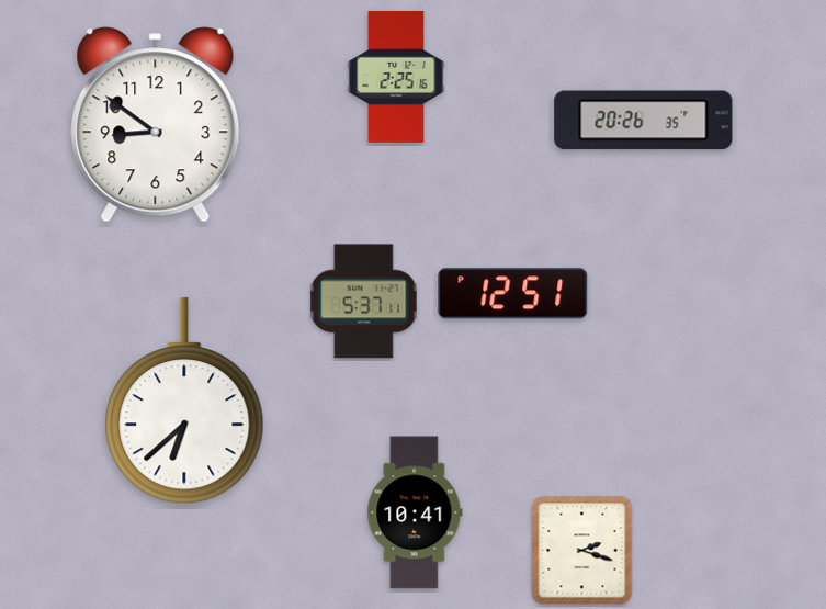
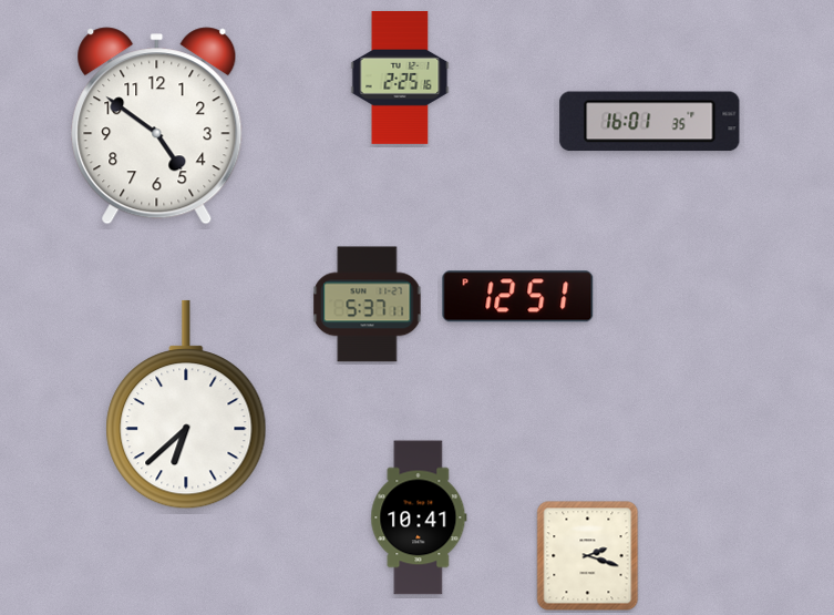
clock at (644, 121): 20:26 -> 16:01
clock at (156, 125): 8:51 -> 4:51
